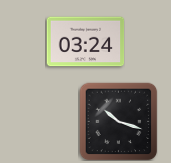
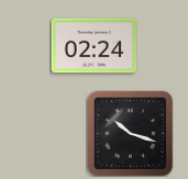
clock at (85, 42): 03:24 -> 02:24
